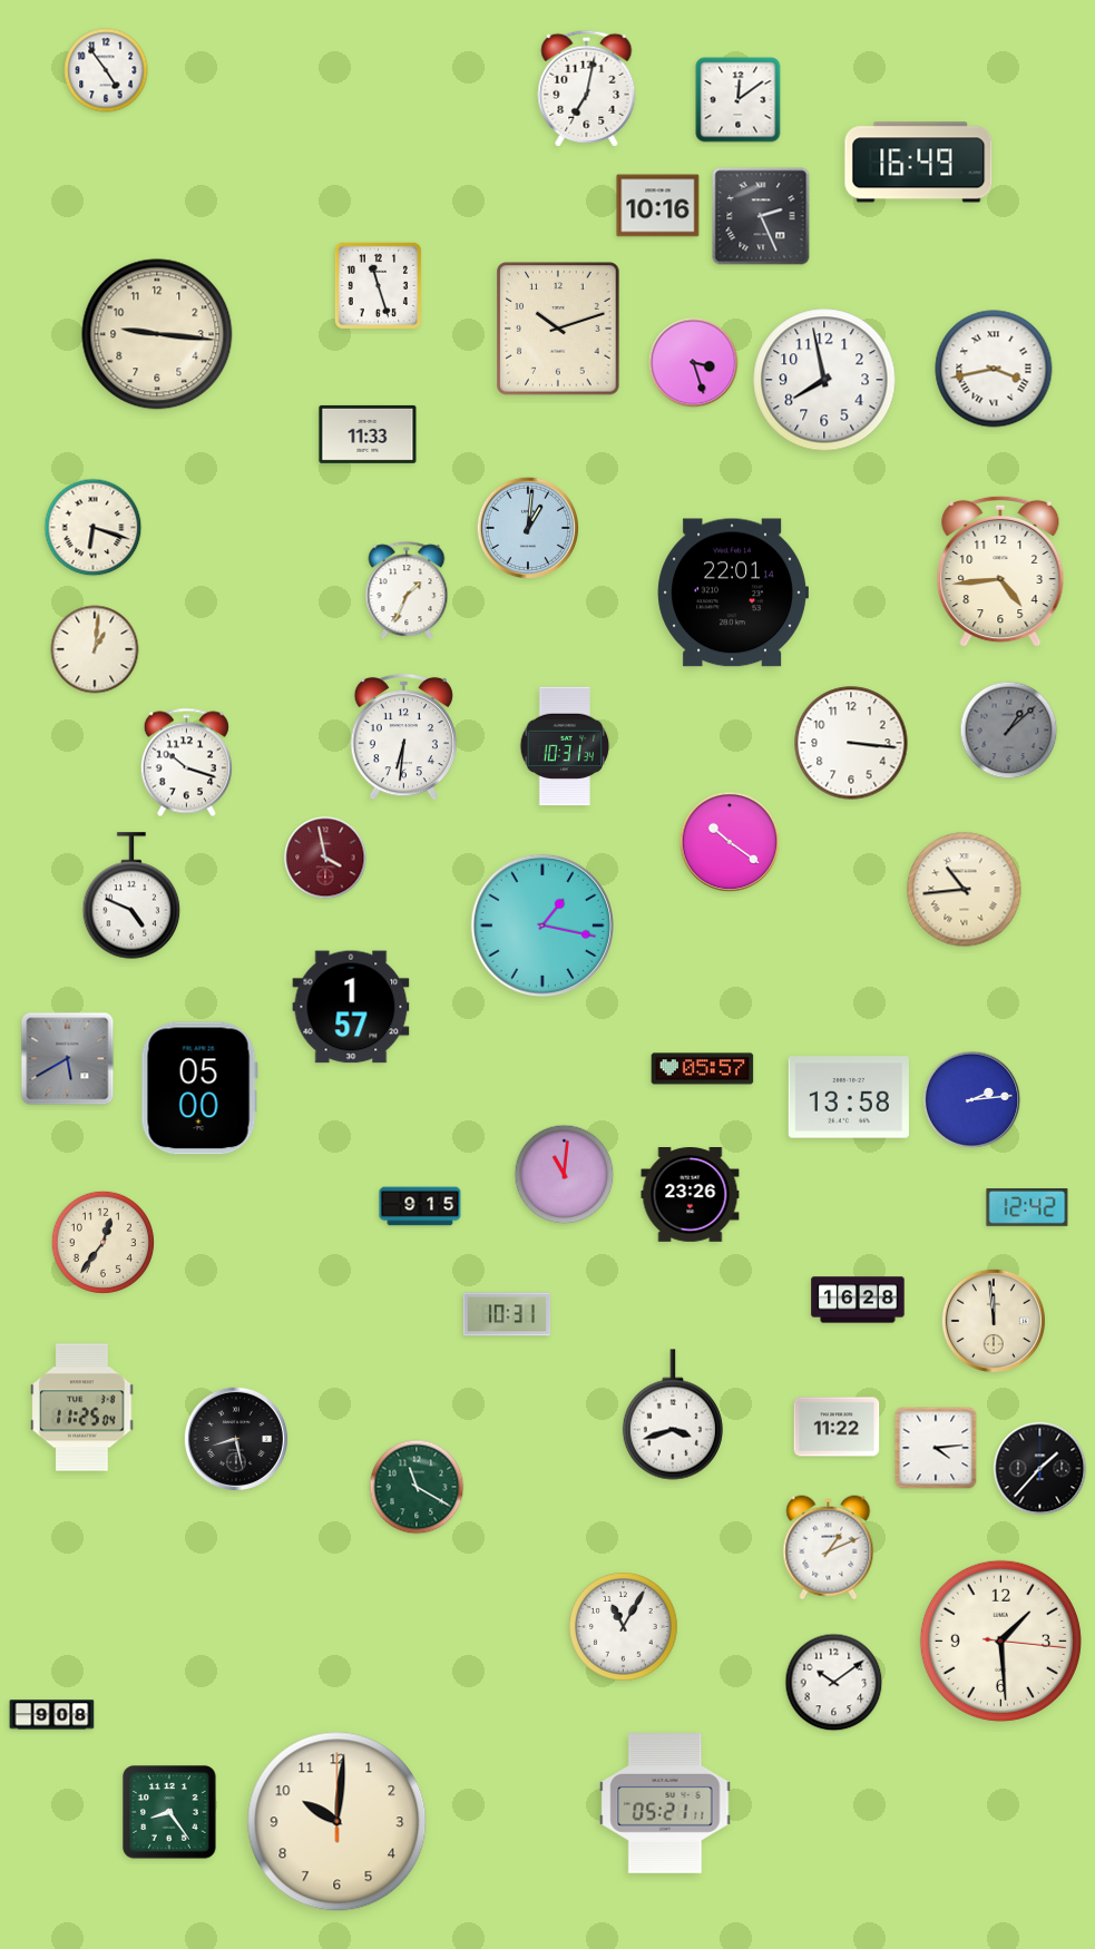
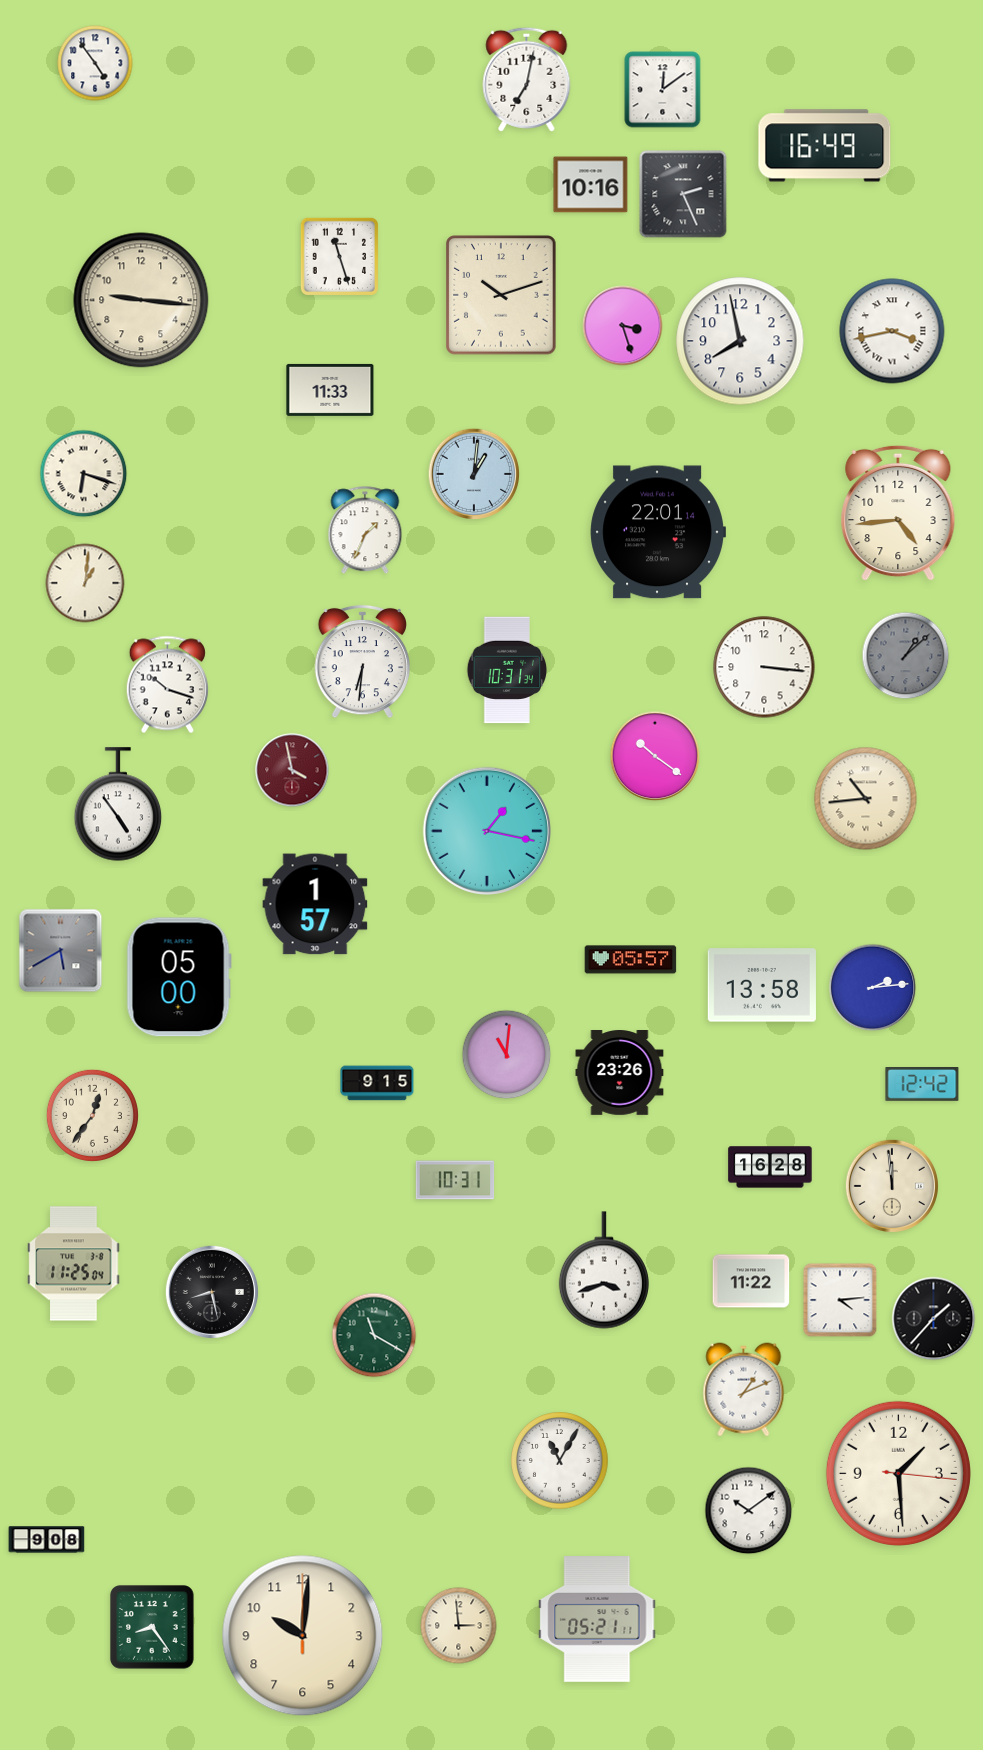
clock at (131, 895): 4:49 -> 4:54
clock at (459, 1626): none -> 2:59
